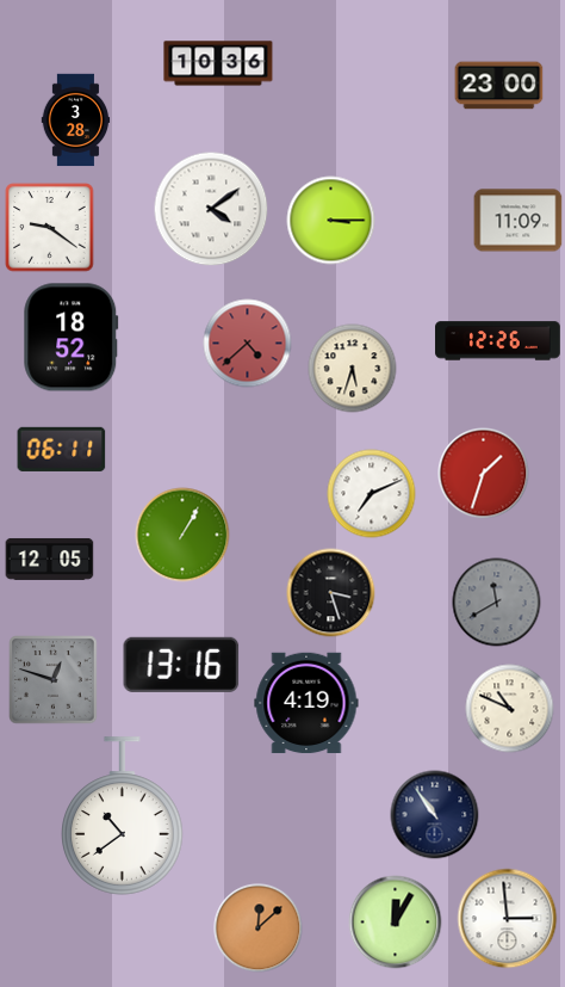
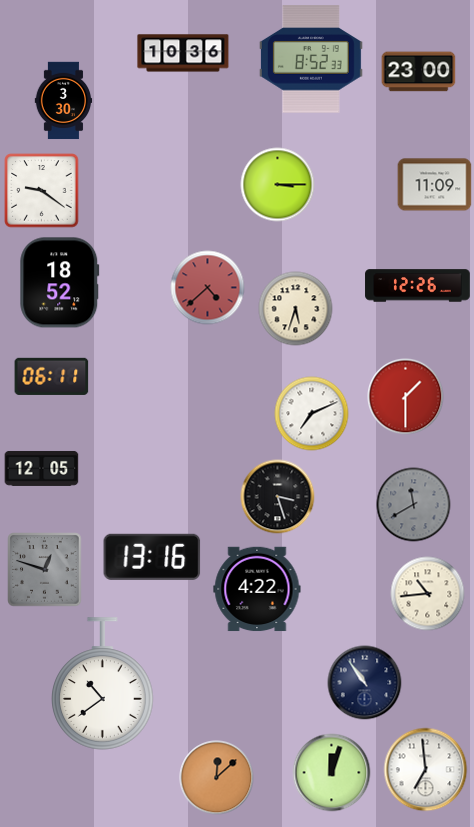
clock at (311, 59): none -> 8:52
clock at (76, 121): 3:28 -> 3:30
clock at (211, 209): 4:09 -> none
clock at (484, 474): 1:33 -> 1:30
clock at (182, 535): 1:05 -> none
clock at (497, 603) position: (497, 603) -> (414, 505)
clock at (306, 703): 4:19 -> 4:22
clock at (510, 709): 10:49 -> 10:44
clock at (508, 919): 2:59 -> 6:59
clock at (396, 923): 12:05 -> 12:03
